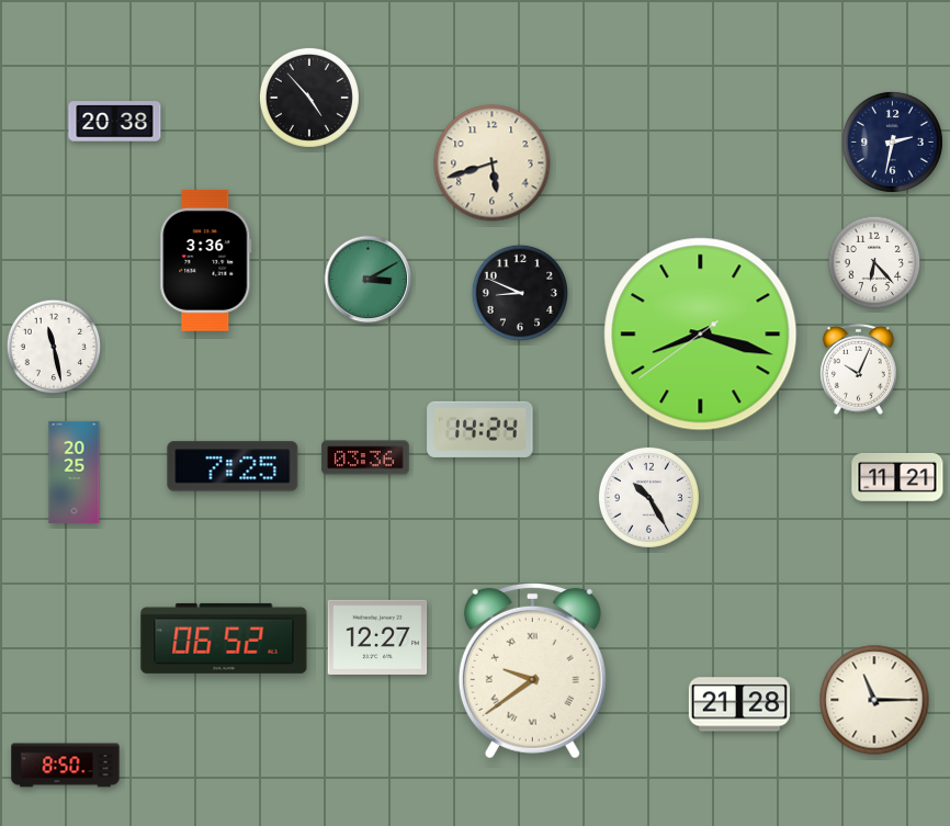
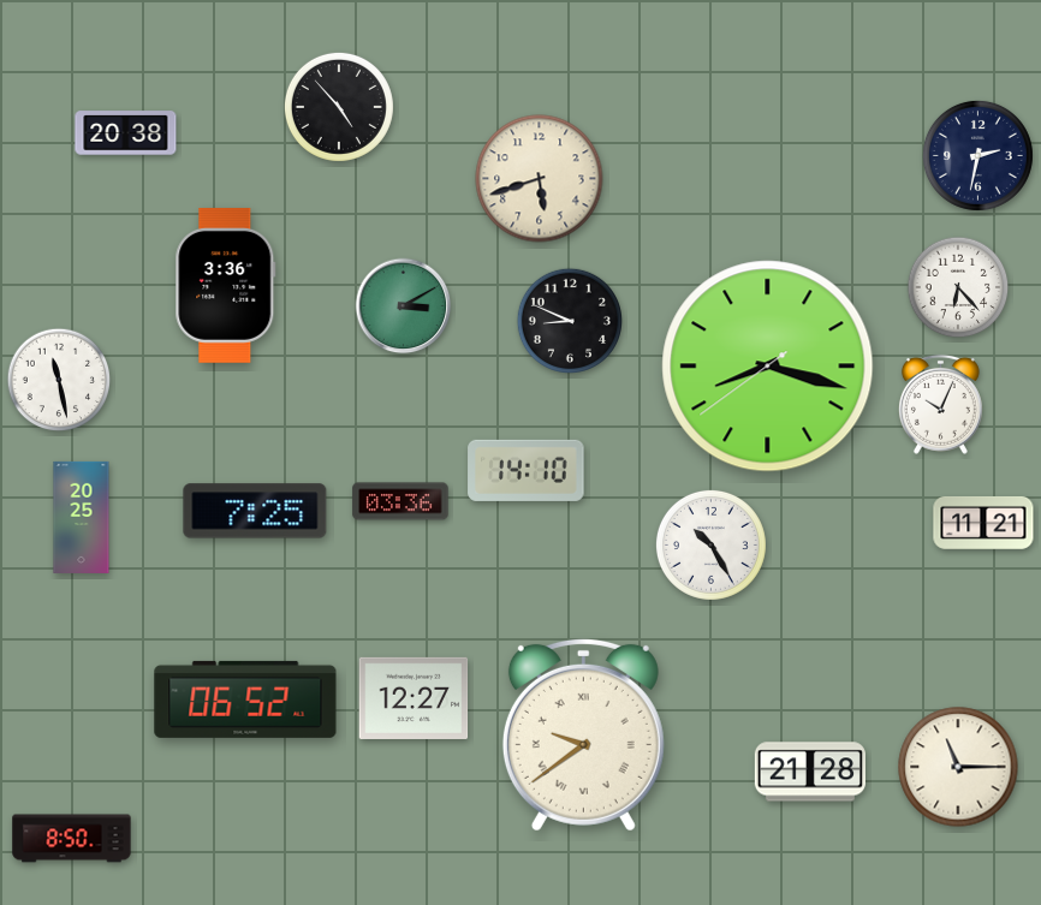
clock at (480, 429): 14:24 -> 14:10
